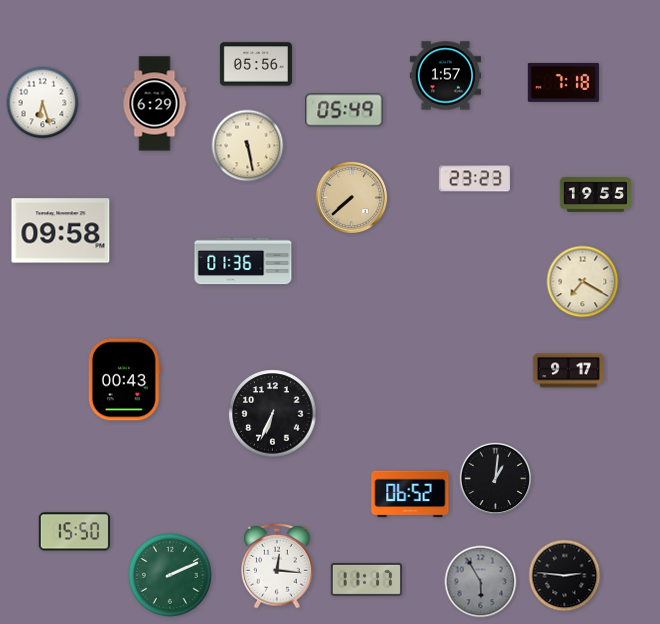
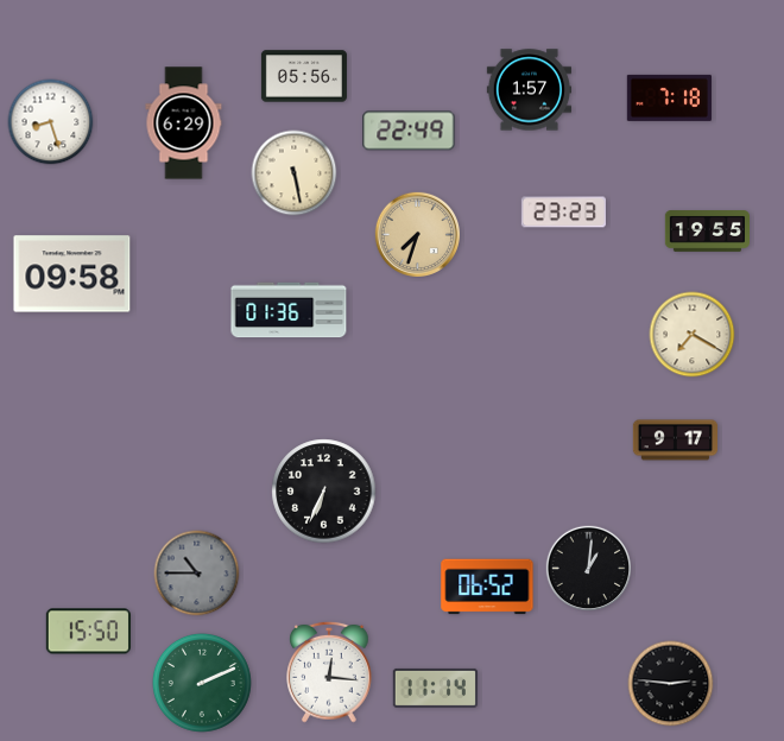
clock at (43, 103): 6:27 -> 8:27
clock at (344, 110): 05:49 -> 22:49
clock at (352, 198): 7:38 -> 7:33
clock at (124, 380): 00:43 -> none
clock at (197, 574): none -> 10:45
clock at (366, 579): 11:17 -> 11:14
clock at (481, 582): 5:55 -> none
